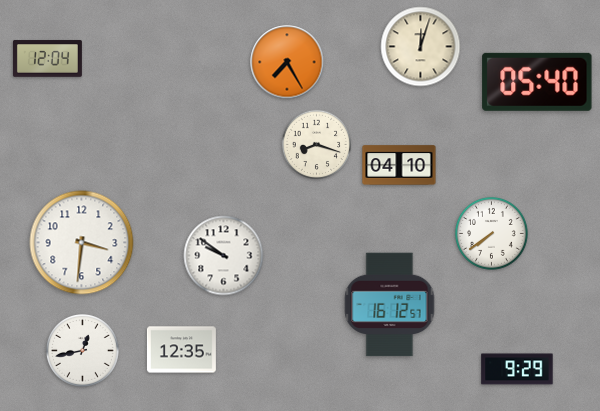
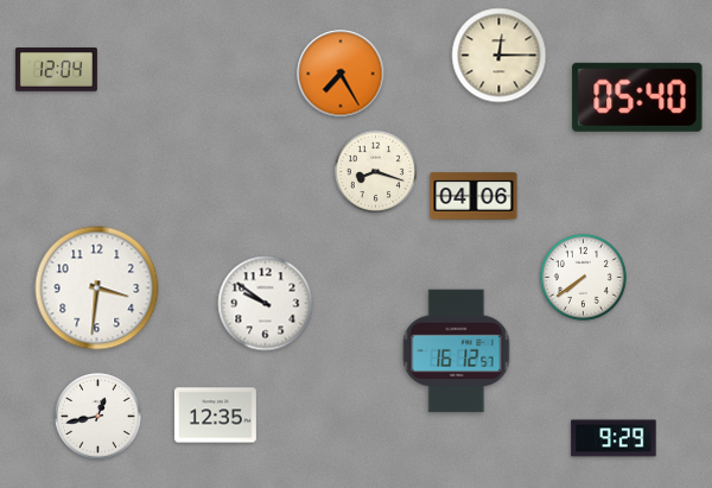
clock at (421, 47): 12:03 -> 12:15
clock at (399, 165): 04:10 -> 04:06
clock at (390, 305) position: (390, 305) -> (457, 351)
